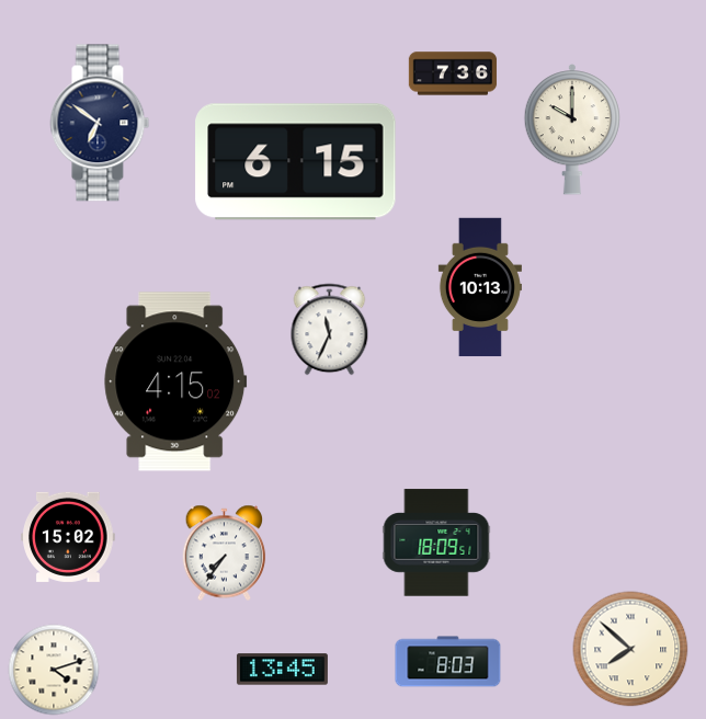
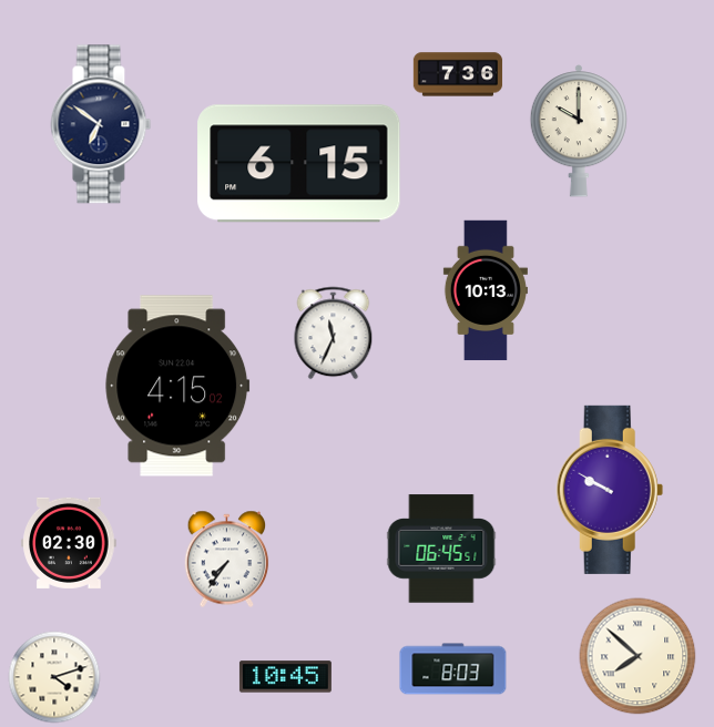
clock at (610, 490): none -> 9:50
clock at (68, 537): 15:02 -> 02:30
clock at (436, 543): 18:09 -> 06:45
clock at (282, 670): 13:45 -> 10:45
